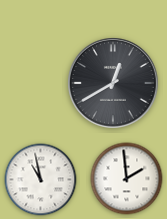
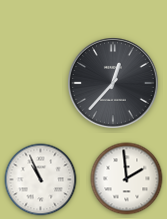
clock at (113, 83): 12:40 -> 12:37
clock at (41, 180): 10:58 -> 10:56
